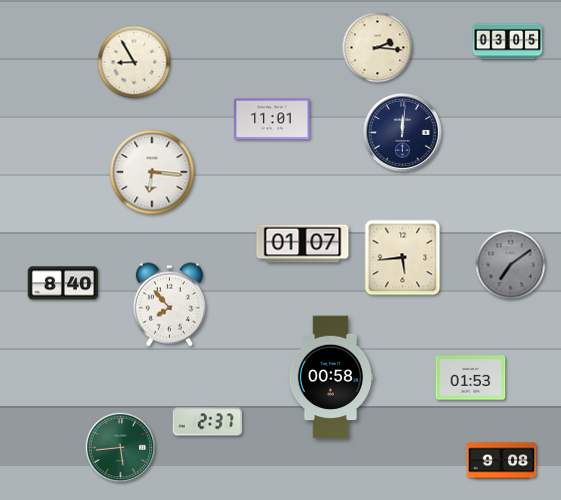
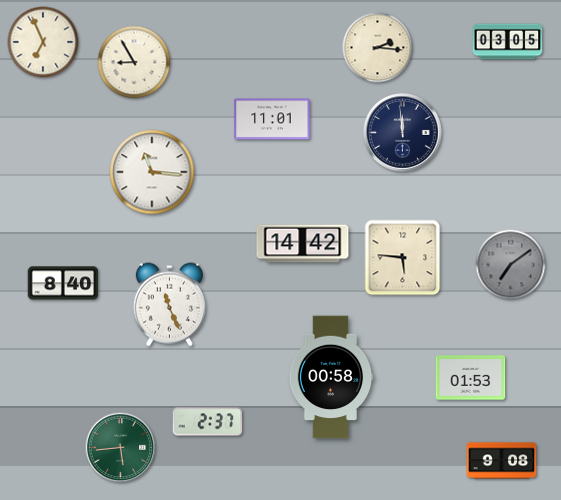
clock at (43, 42): none -> 6:56
clock at (403, 133): 12:01 -> 11:59
clock at (152, 172): 6:16 -> 11:16
clock at (303, 244): 01:07 -> 14:42
clock at (403, 258): 5:44 -> 5:46
clock at (169, 305): 7:53 -> 11:26
